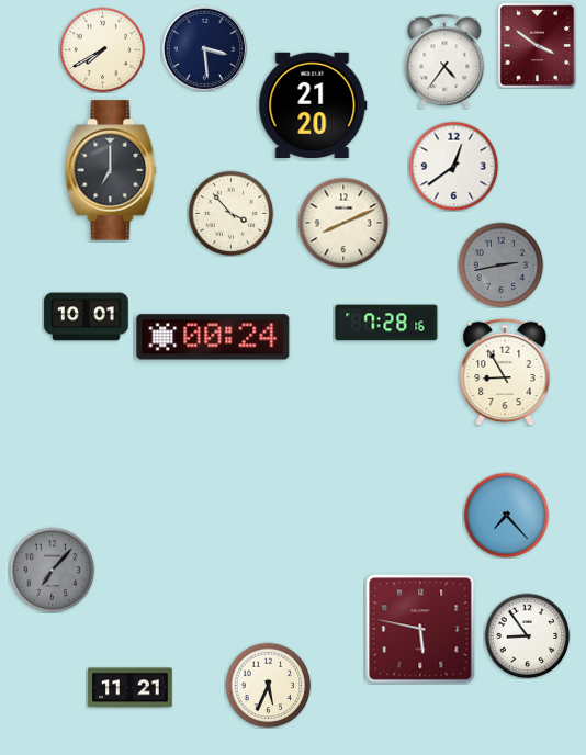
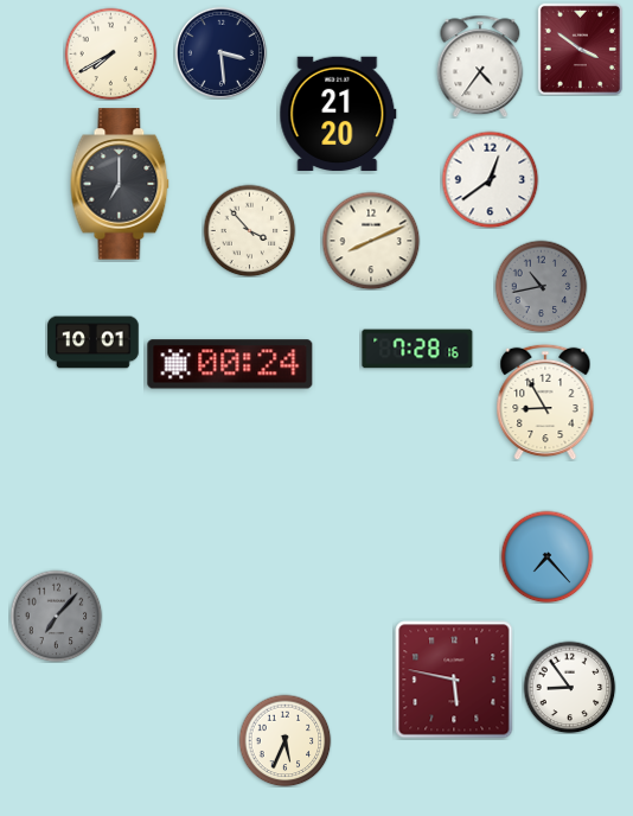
clock at (500, 264): 2:43 -> 10:43
clock at (268, 685) position: (268, 685) -> (284, 740)
clock at (131, 688): 11:21 -> none
